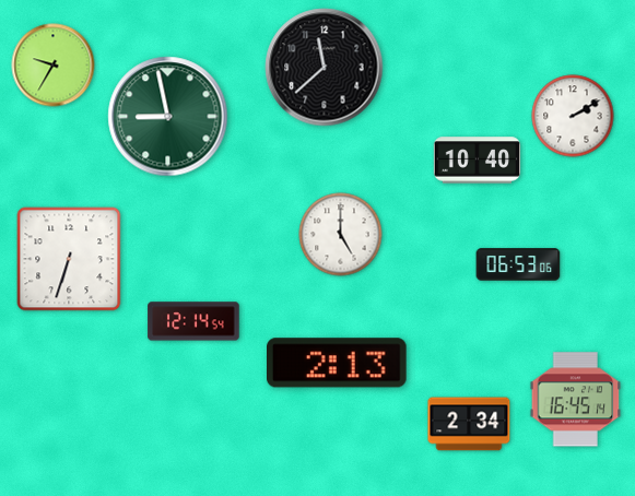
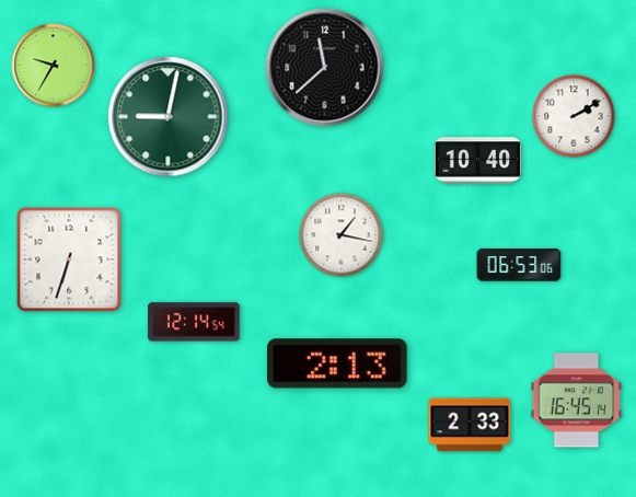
clock at (168, 117): 8:58 -> 9:02
clock at (341, 235): 5:00 -> 1:17
clock at (469, 424): 2:34 -> 2:33
